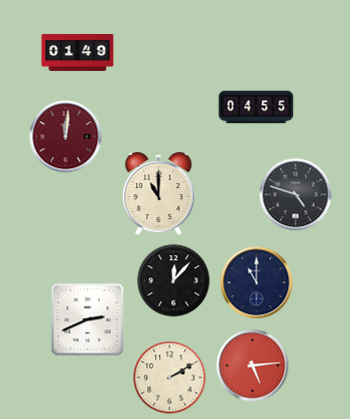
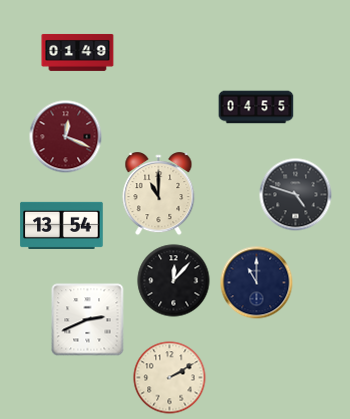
clock at (66, 137): 12:01 -> 12:19
clock at (62, 225): none -> 13:54
clock at (253, 366): 5:14 -> none
